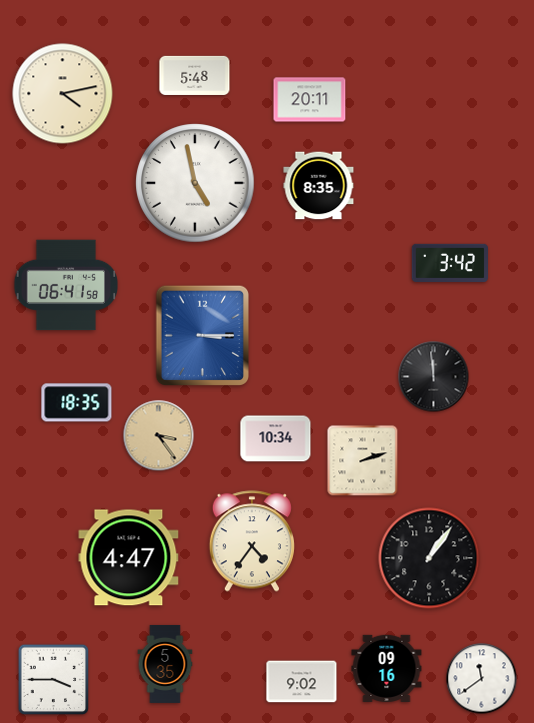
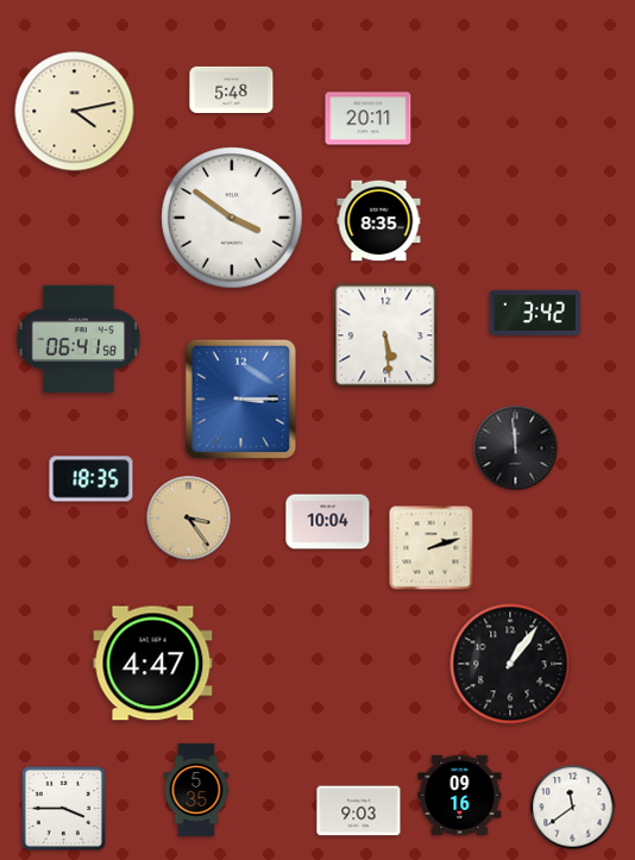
clock at (195, 183): 4:58 -> 3:51
clock at (385, 335): none -> 5:29
clock at (276, 439): 10:34 -> 10:04
clock at (252, 541): 4:36 -> none
clock at (302, 682): 9:02 -> 9:03
